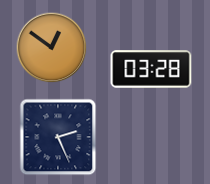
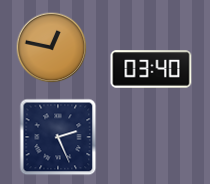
clock at (52, 48): 12:51 -> 12:47
clock at (151, 69): 03:28 -> 03:40
